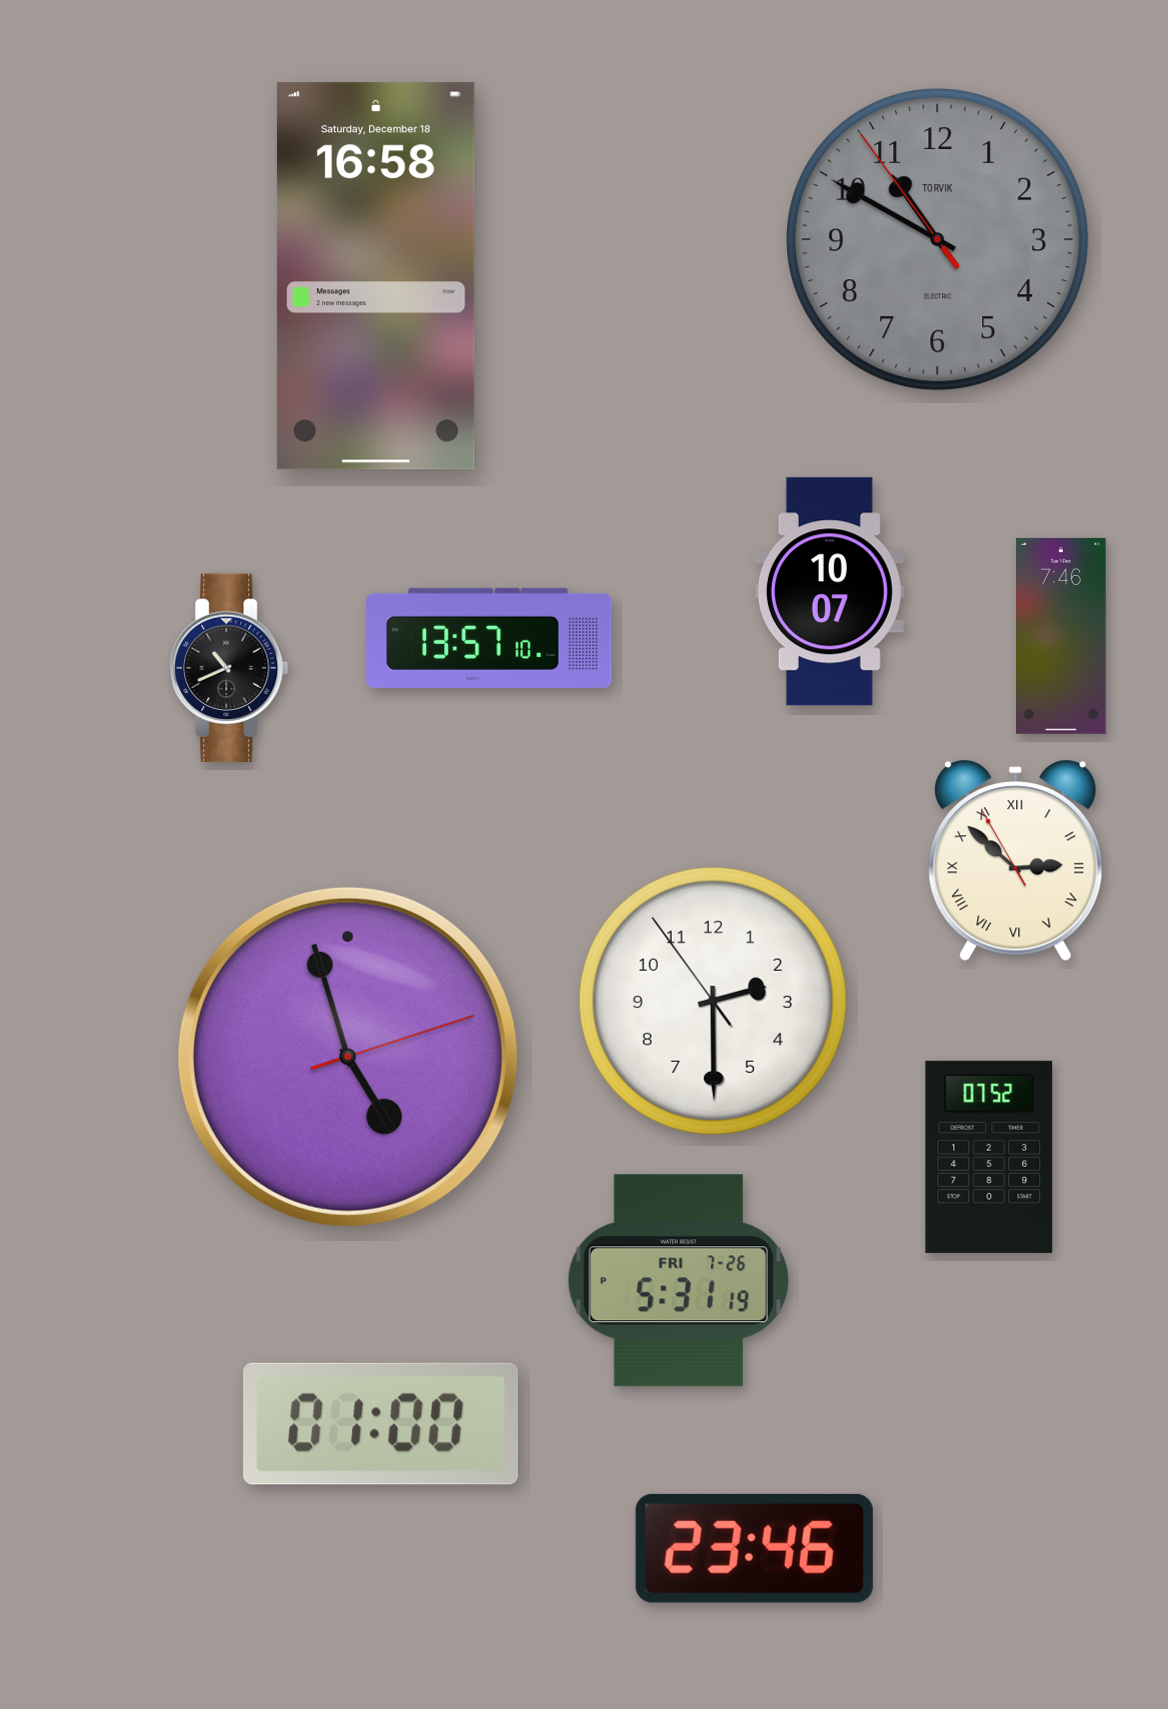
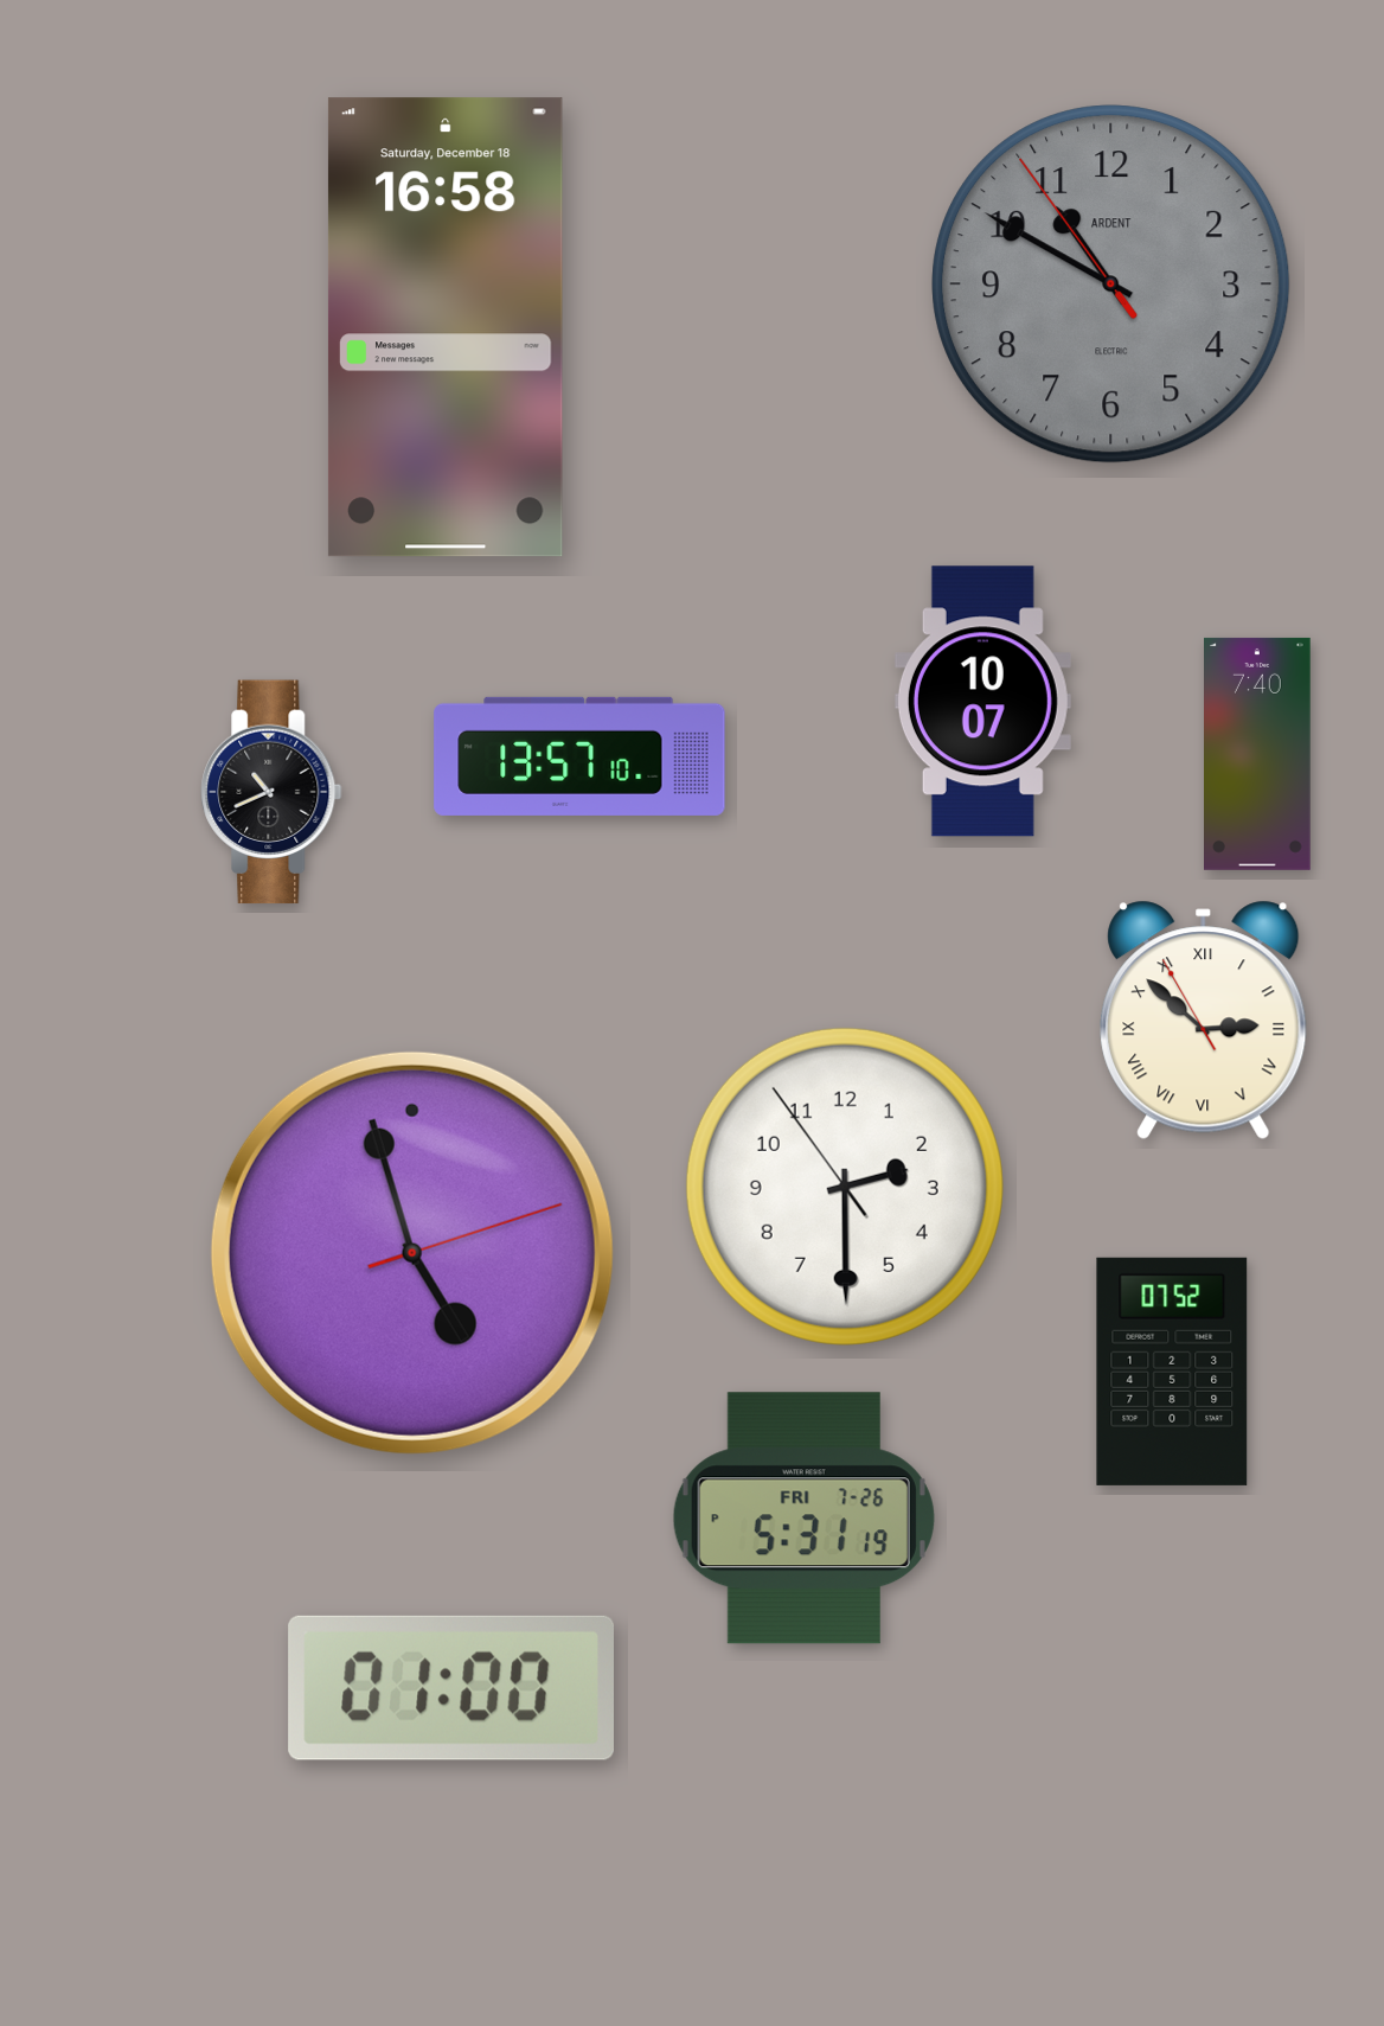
clock at (938, 240) brand: TORVIK -> ARDENT
clock at (1062, 636): 7:46 -> 7:40
clock at (754, 1548): 23:46 -> none
